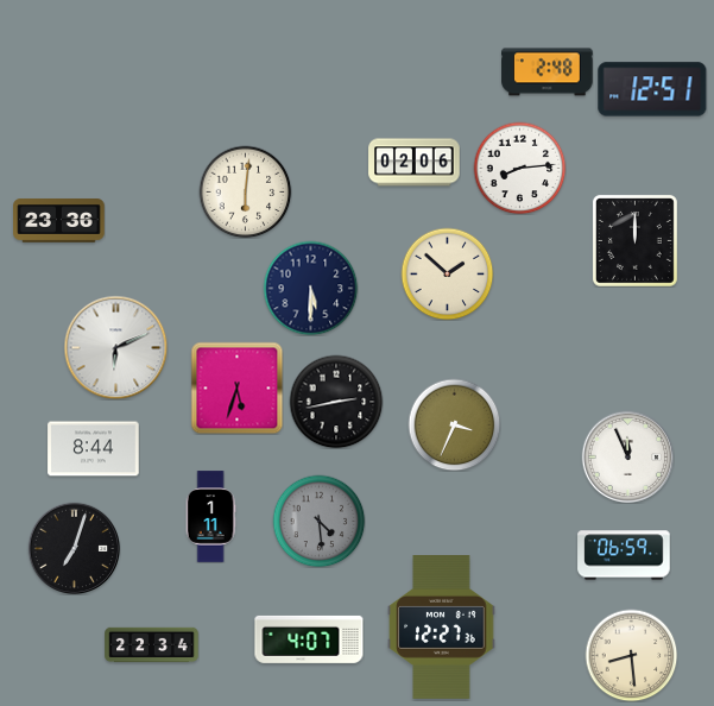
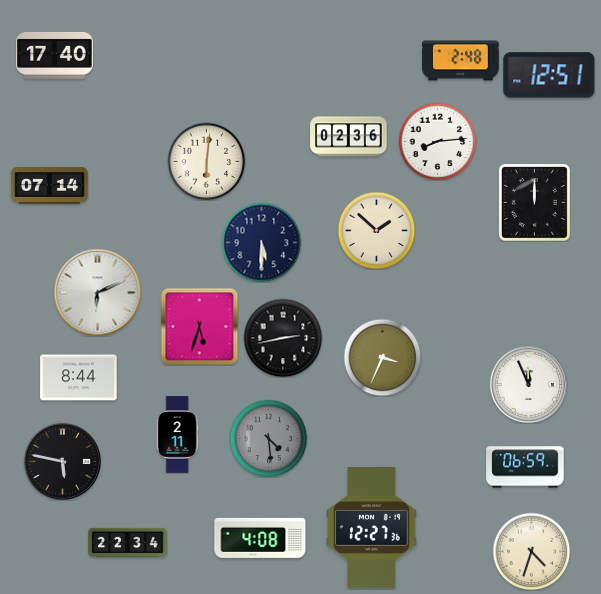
clock at (55, 55): none -> 17:40
clock at (415, 163): 02:06 -> 02:36
clock at (59, 221): 23:36 -> 07:14
clock at (210, 517): 1:11 -> 2:11
clock at (74, 548): 7:03 -> 5:47
clock at (309, 639): 4:07 -> 4:08
clock at (631, 655): 8:29 -> 4:33
